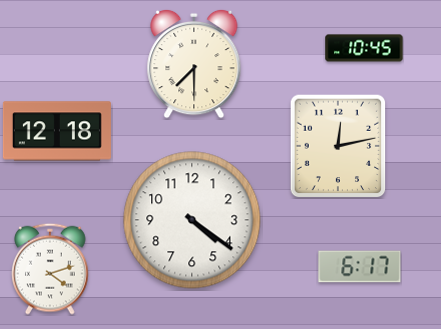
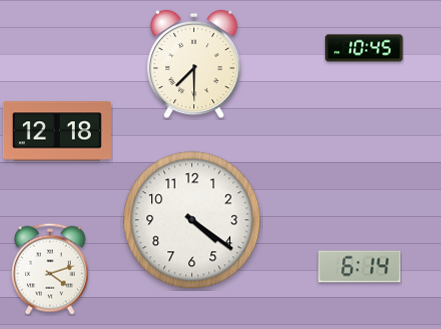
clock at (338, 146): 12:13 -> none
clock at (360, 267): 6:17 -> 6:14
